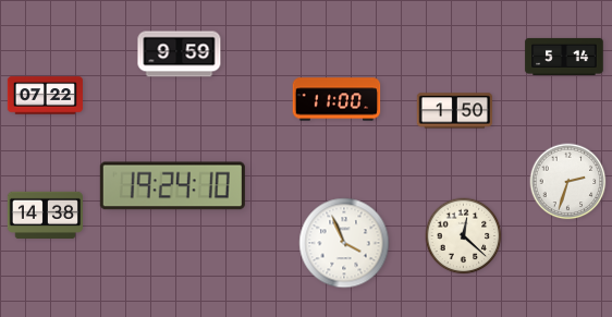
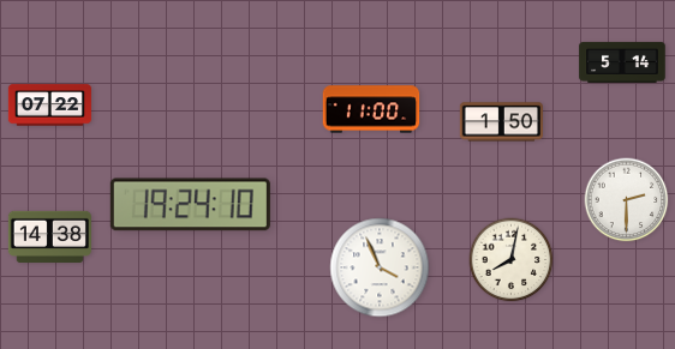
clock at (180, 54): 9:59 -> none
clock at (568, 182): 2:33 -> 2:30
clock at (464, 236): 12:22 -> 8:02
